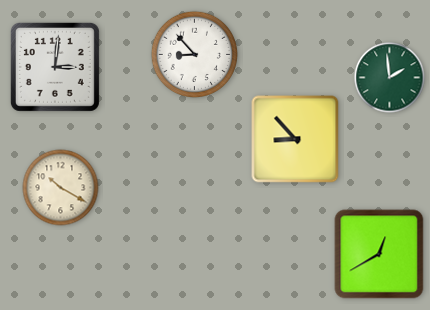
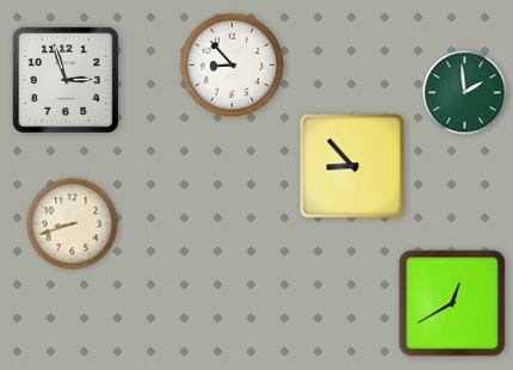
clock at (55, 67): 3:01 -> 2:57
clock at (61, 188): 10:20 -> 8:42
